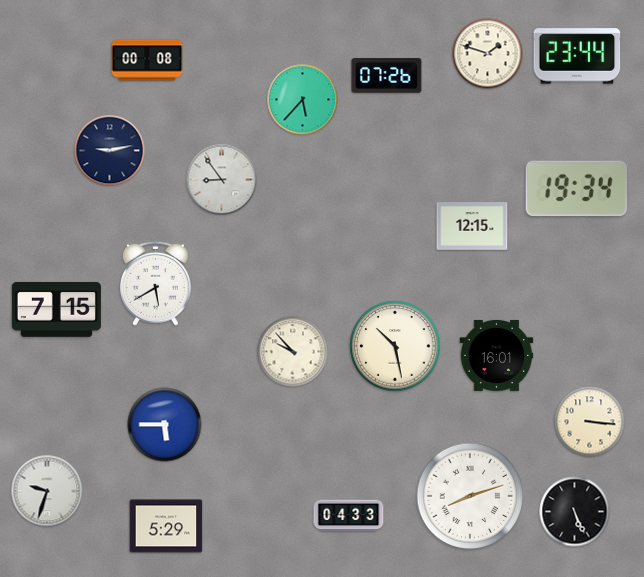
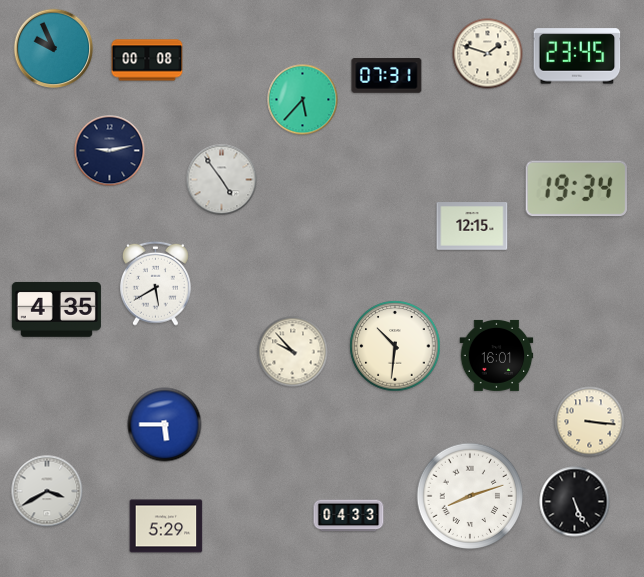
clock at (54, 49): none -> 9:56
clock at (577, 56): 23:44 -> 23:45
clock at (387, 76): 07:26 -> 07:31
clock at (222, 180): 8:54 -> 4:54
clock at (56, 309): 7:15 -> 4:35
clock at (395, 346): 10:28 -> 10:31
clock at (47, 491): 9:33 -> 3:40
clock at (575, 512) position: (575, 512) -> (575, 502)
